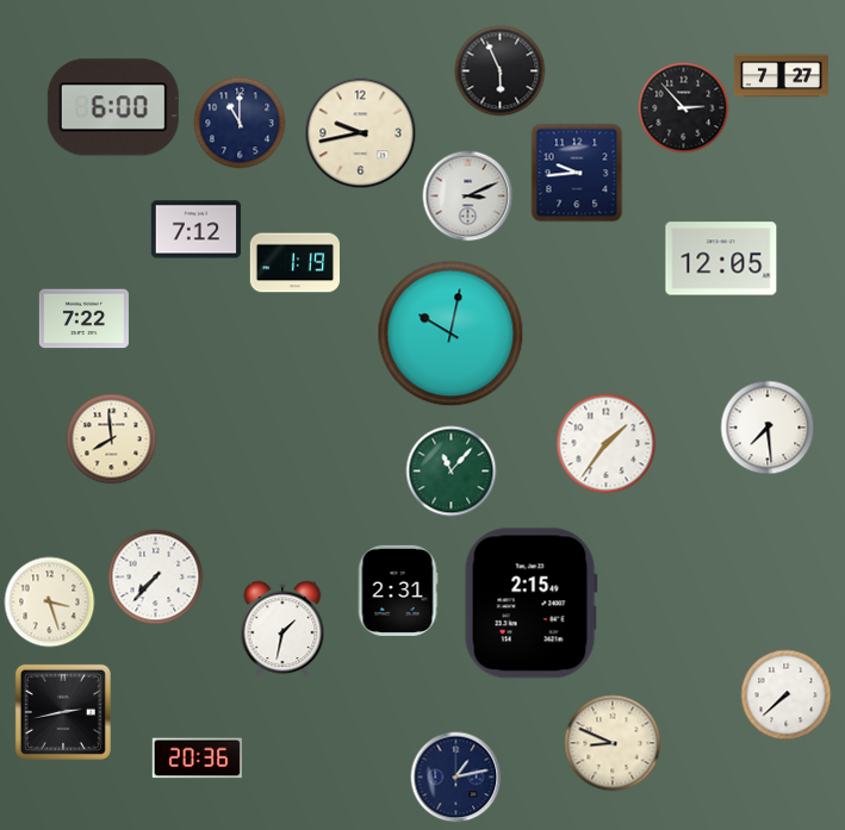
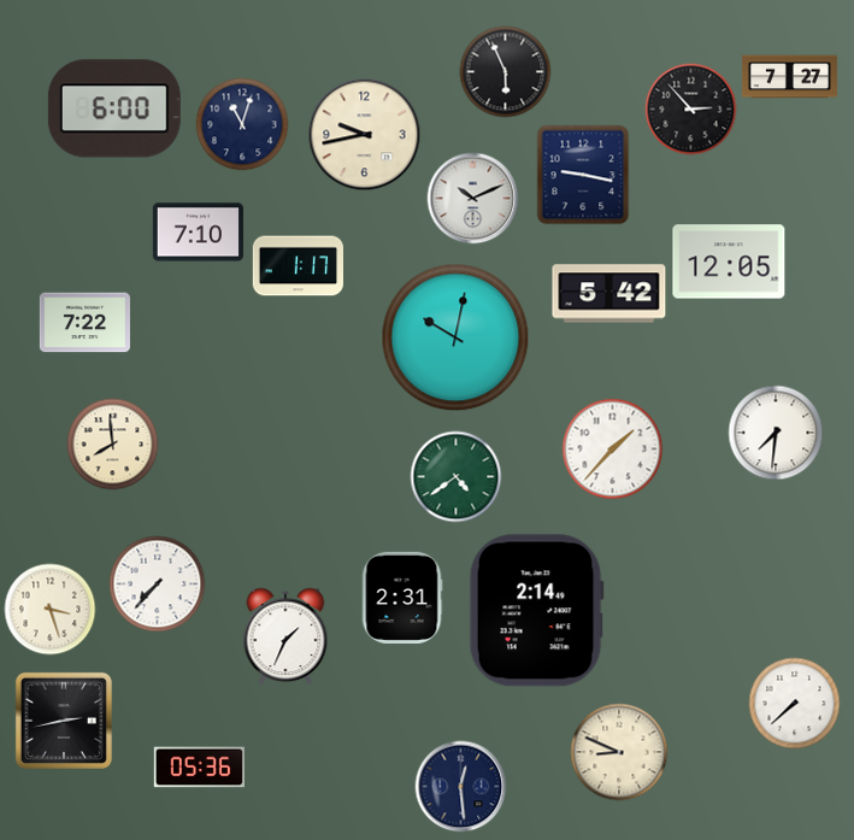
clock at (240, 123): 11:00 -> 11:03
clock at (577, 173): 9:44 -> 9:17
clock at (468, 196): 3:11 -> 10:11
clock at (195, 230): 7:12 -> 7:10
clock at (294, 263): 1:19 -> 1:17
clock at (609, 294): none -> 5:42
clock at (768, 428): 7:29 -> 7:31
clock at (607, 444): 1:36 -> 1:37
clock at (452, 472): 11:07 -> 4:39
clock at (530, 604): 2:15 -> 2:14
clock at (282, 629): 1:32 -> 1:34
clock at (197, 759): 20:36 -> 05:36
clock at (456, 778): 1:13 -> 12:29
